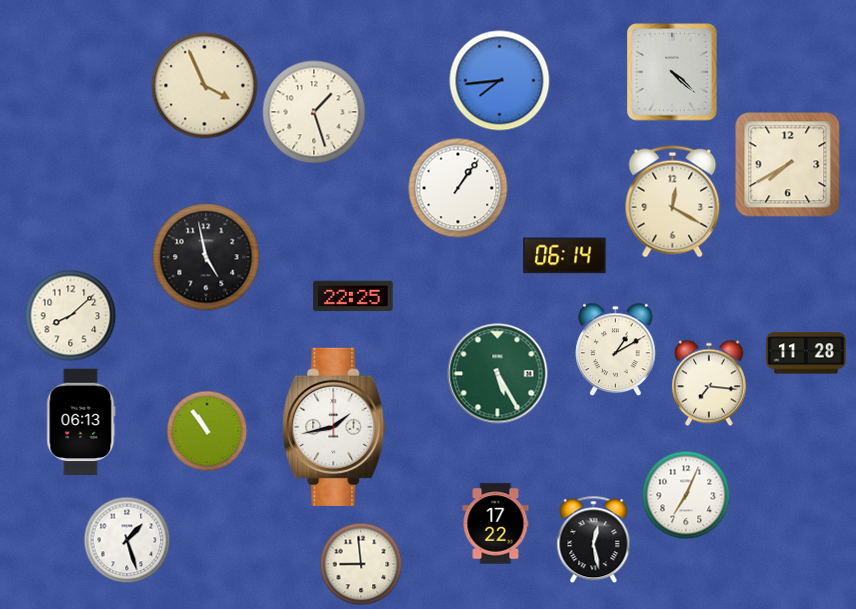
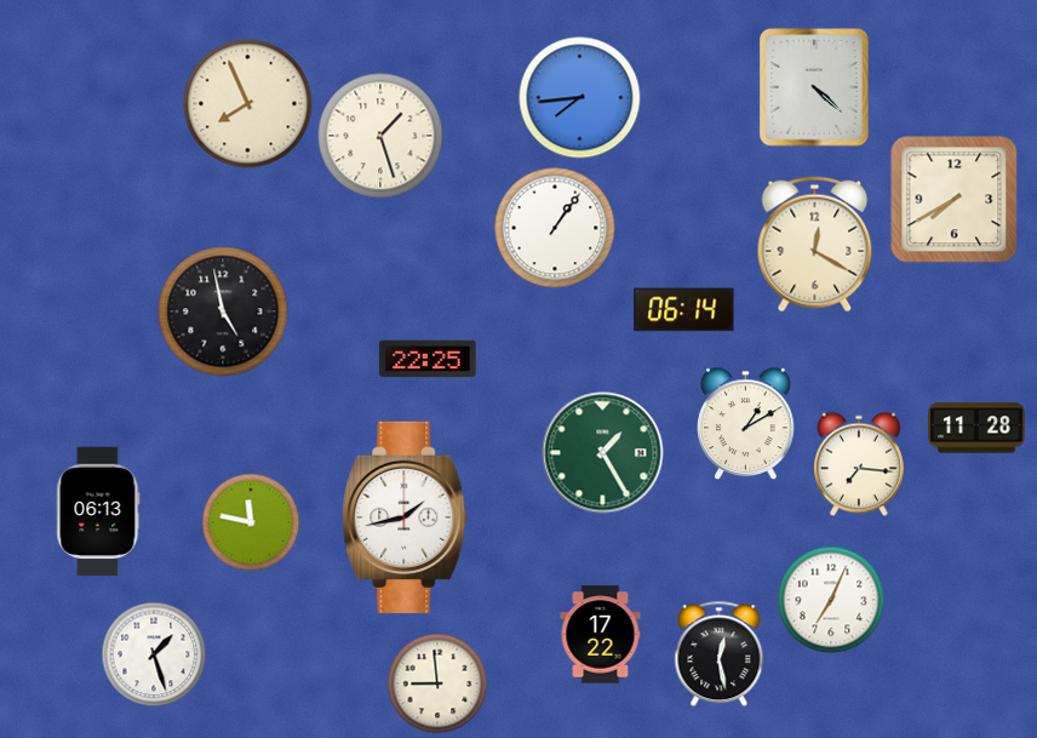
clock at (500, 81) position: (500, 81) -> (580, 98)
clock at (205, 86): 3:56 -> 7:56
clock at (206, 257) position: (206, 257) -> (223, 311)
clock at (70, 315): 8:08 -> none
clock at (498, 374): 5:25 -> 1:25
clock at (207, 431): 10:54 -> 11:47
